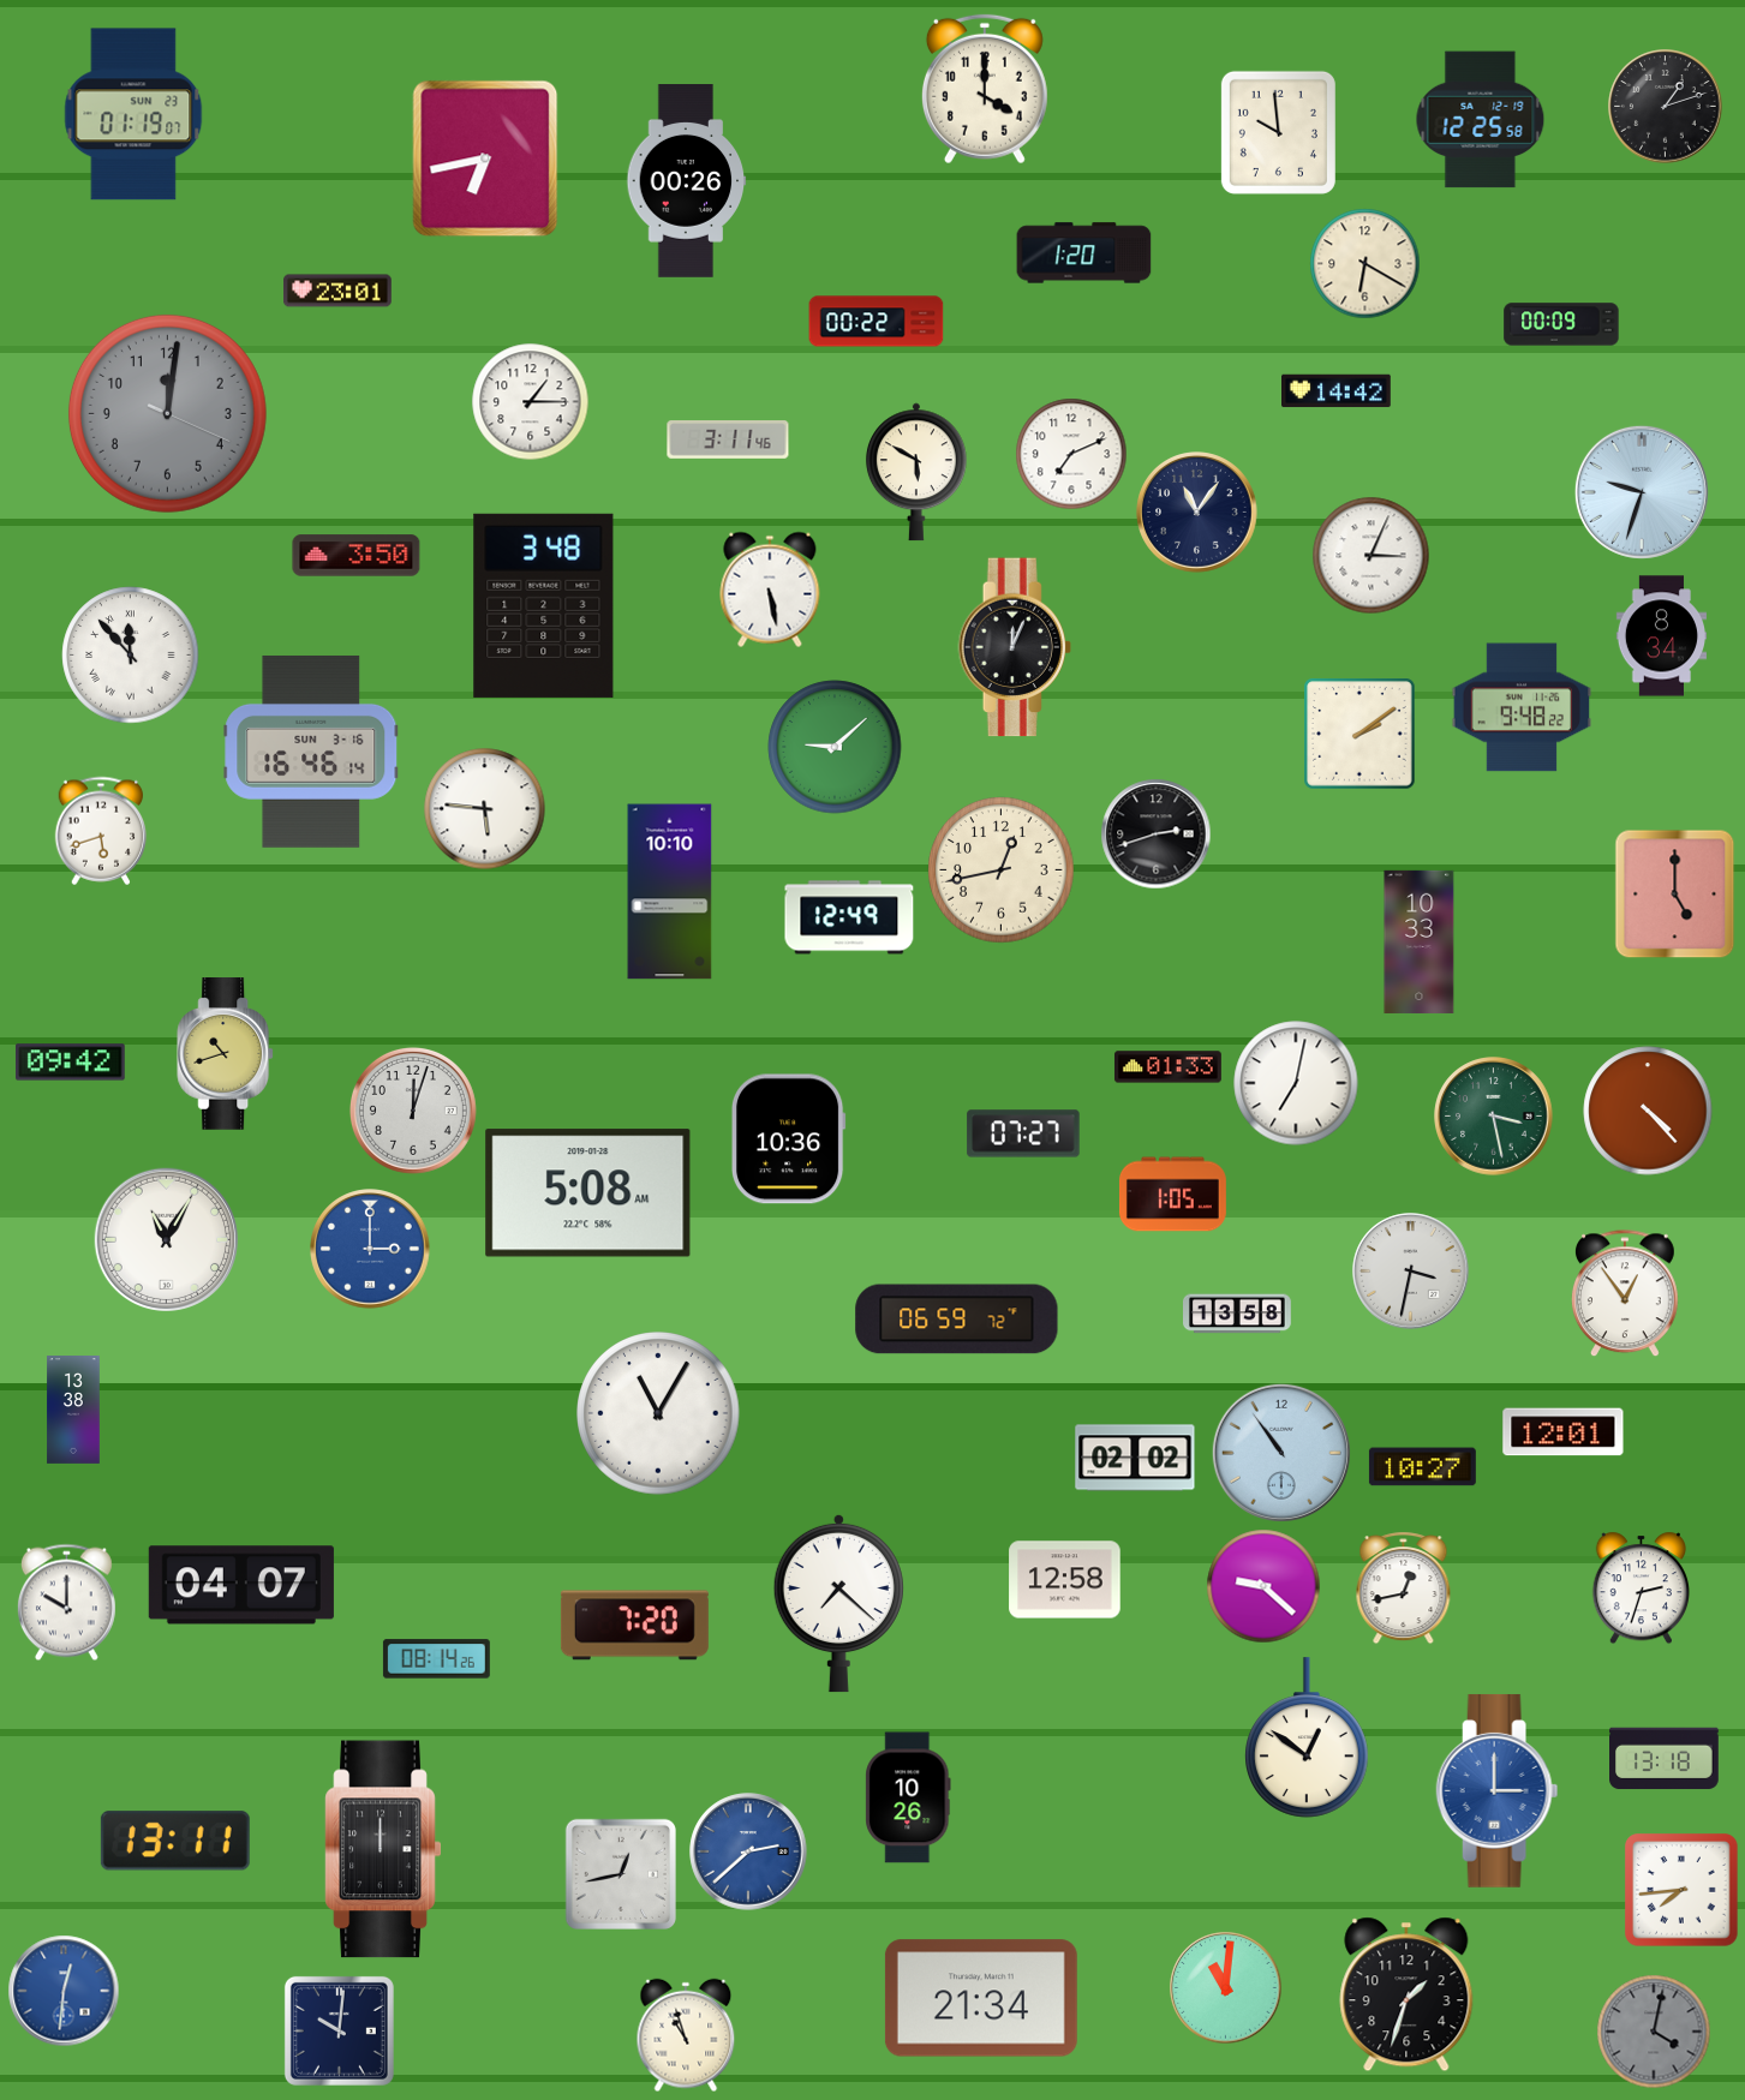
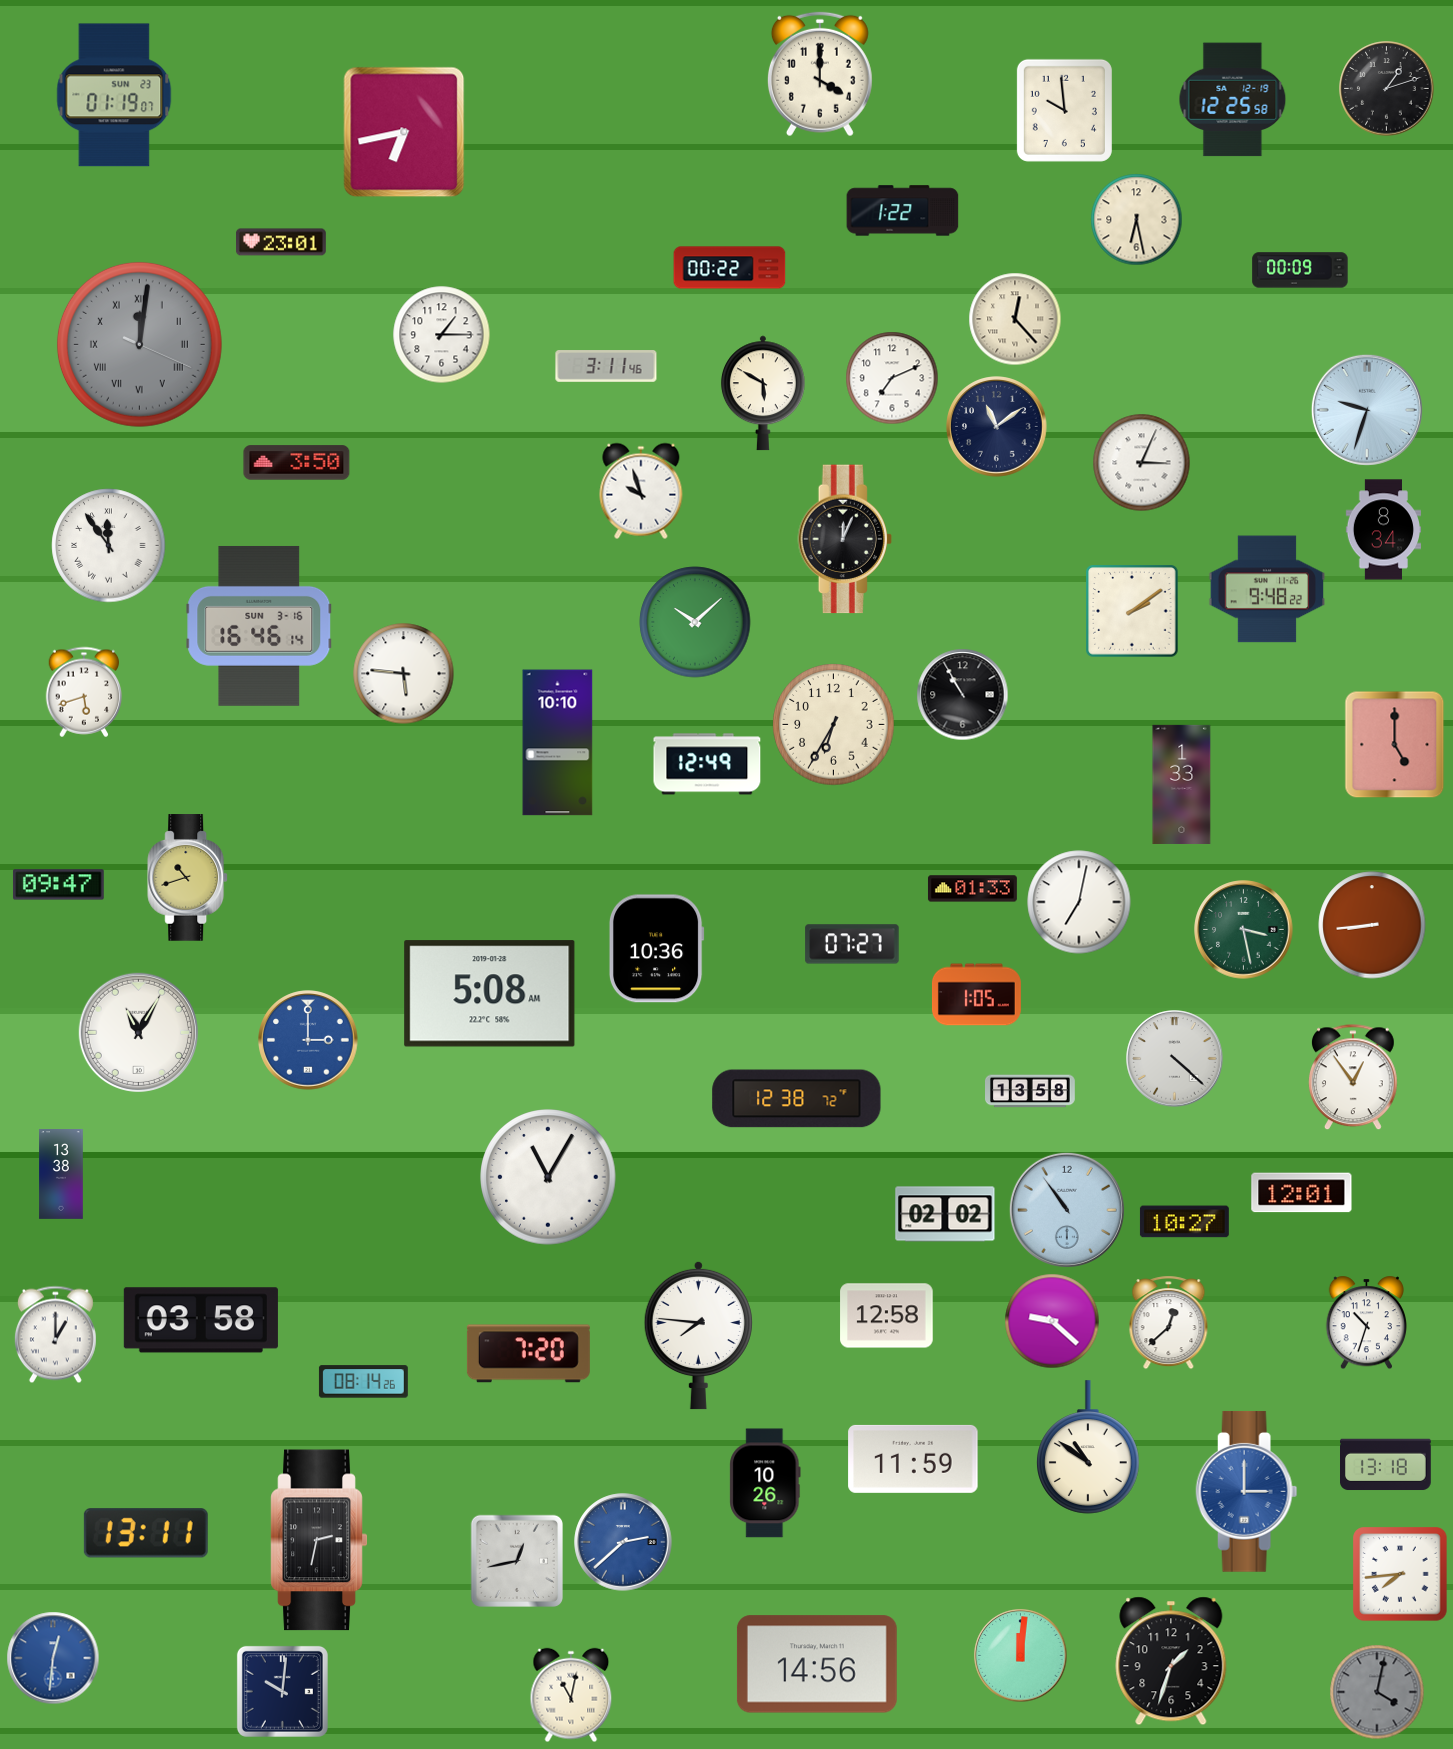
clock at (133, 114) position: (133, 114) -> (114, 95)
clock at (687, 181): 00:26 -> none
clock at (1084, 253): 1:20 -> 1:22
clock at (1365, 264): 6:20 -> 6:28
clock at (1015, 319): none -> 12:23
clock at (1337, 391): 14:42 -> none
clock at (167, 413) numerals: Arabic -> Roman
clock at (1197, 513): 11:06 -> 11:09
clock at (770, 590): 5:28 -> 9:57
clock at (544, 605): 3:48 -> none
clock at (131, 656): 11:53 -> 11:54
clock at (835, 747): 9:08 -> 10:08
clock at (1157, 834): 2:42 -> 10:55
clock at (1002, 870): 12:43 -> 6:35
clock at (1420, 941): 10:33 -> 1:33
clock at (70, 1063): 09:42 -> 09:47
clock at (413, 1111): 12:03 -> none
clock at (1648, 1111): 4:23 -> 8:44
clock at (1411, 1272): 3:32 -> 4:22
clock at (1238, 1314) position: (1238, 1314) -> (1031, 1091)
clock at (957, 1320): 06:59 -> 12:38
clock at (241, 1585): 04:07 -> 03:58
clock at (1404, 1589): 12:43 -> 12:38
clock at (1641, 1589): 2:33 -> 10:33
clock at (66, 1603): 10:00 -> 1:00
clock at (838, 1603): 7:22 -> 7:46
clock at (1308, 1737): 12:51 -> 10:51
clock at (913, 1459): none -> 11:59
clock at (908, 1797) position: (908, 1797) -> (765, 1483)
clock at (383, 1849): 12:00 -> 2:32
clock at (1226, 1988): 11:01 -> 12:01
clock at (981, 1998): 21:34 -> 14:56
clock at (686, 2035): 10:57 -> 11:02
